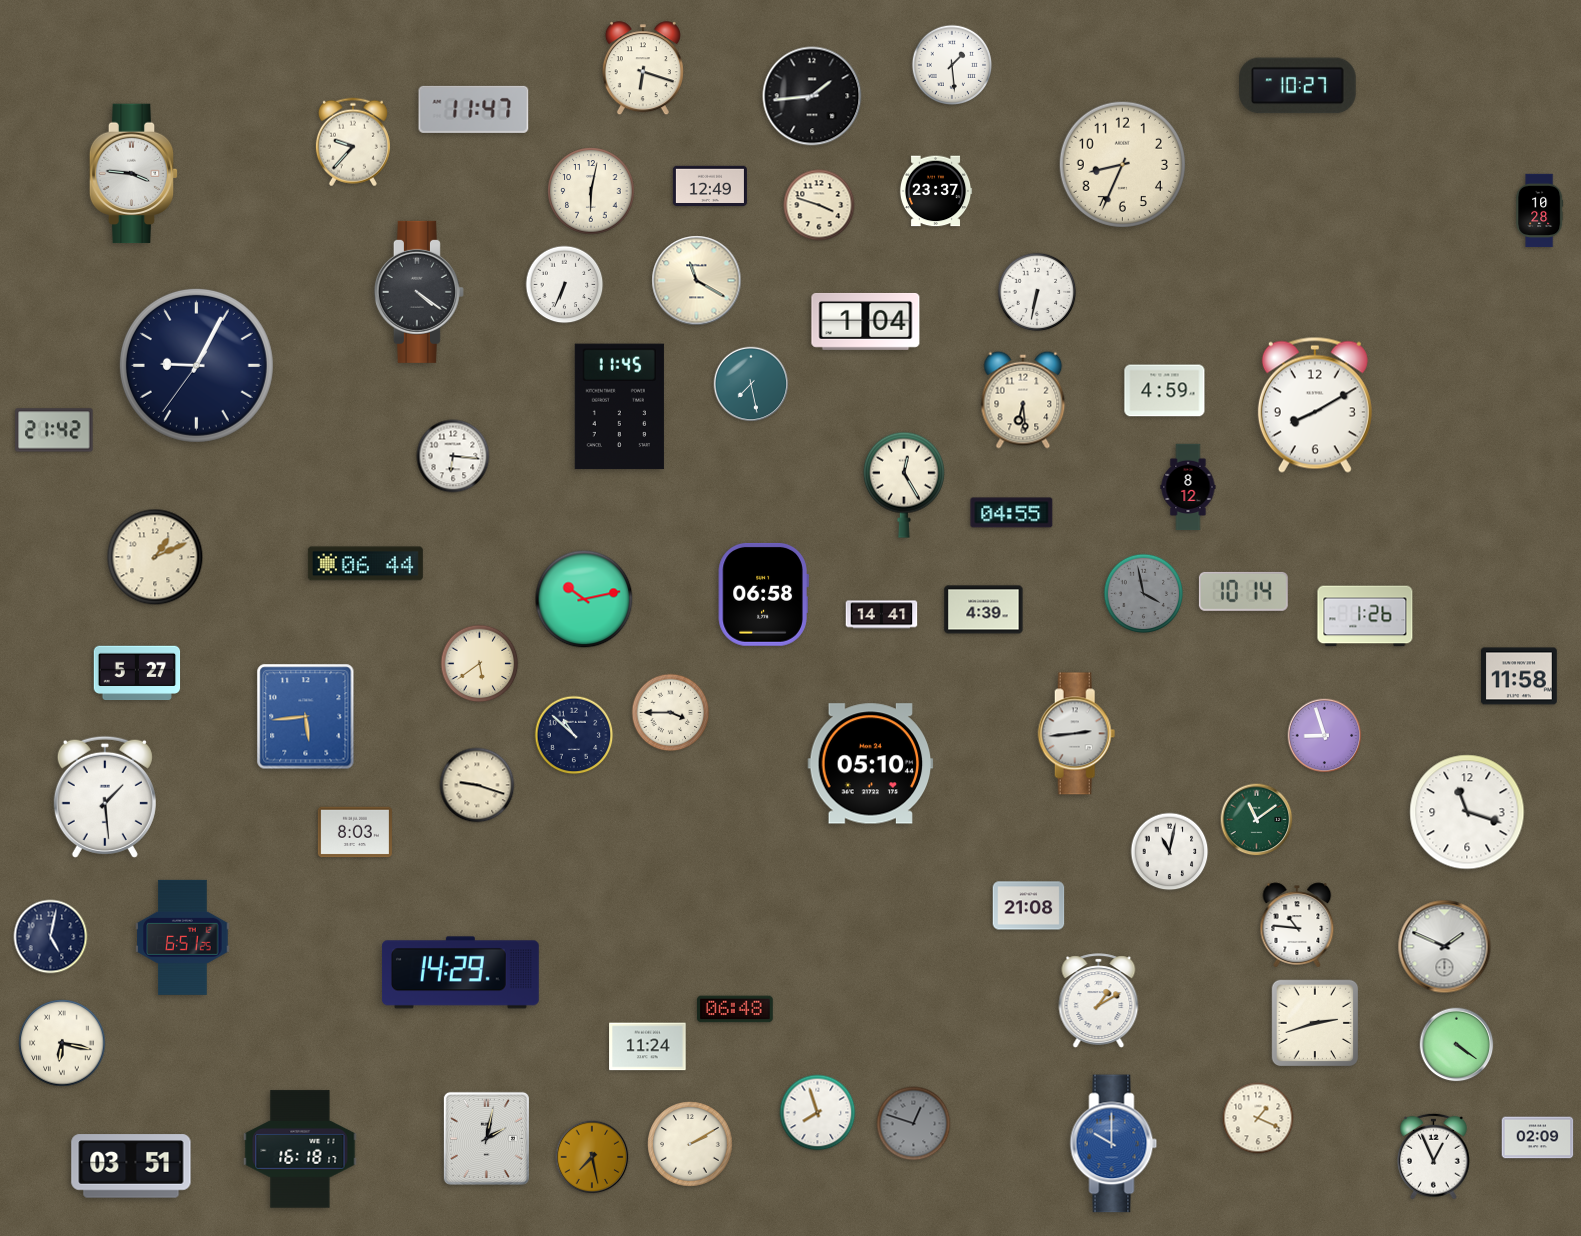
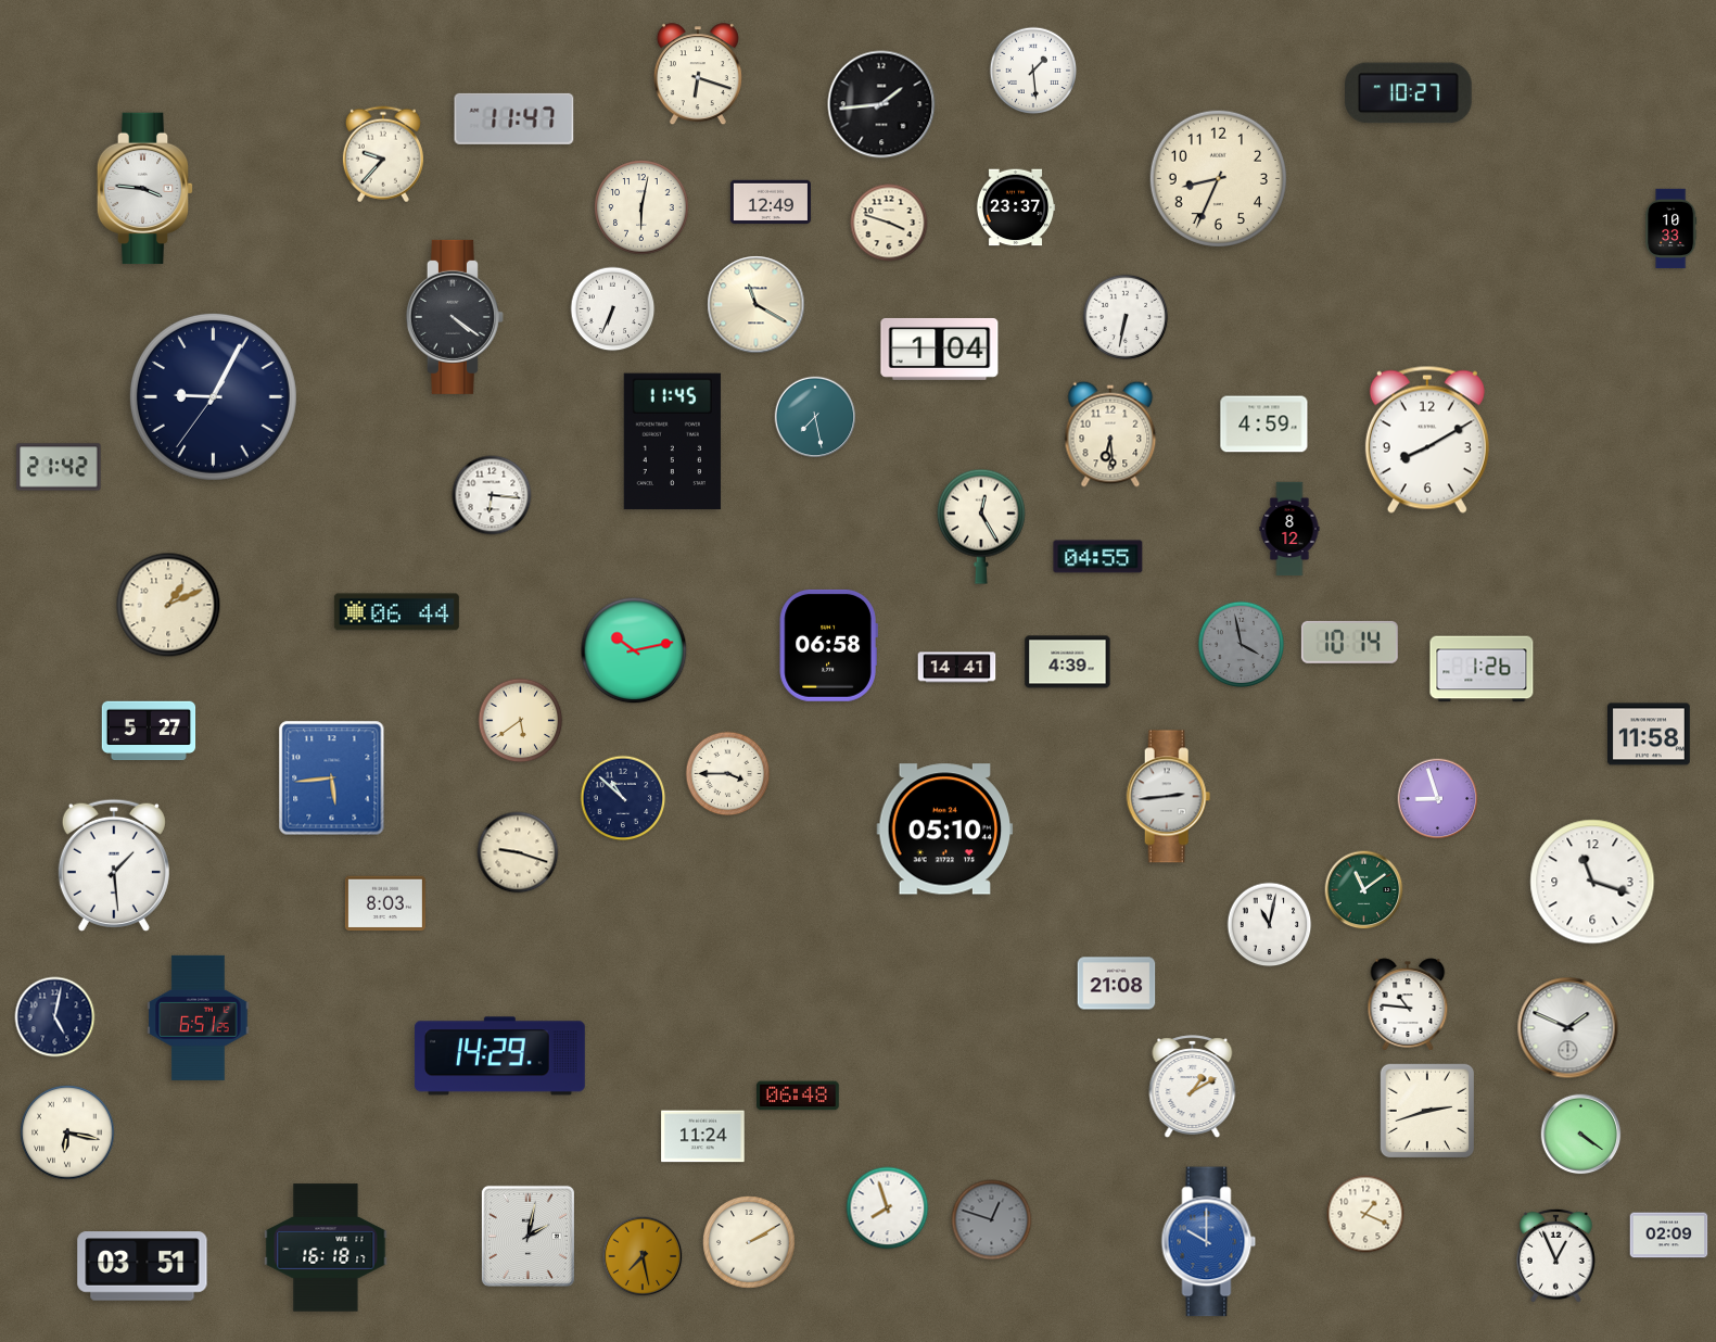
clock at (1540, 211): 10:28 -> 10:33
